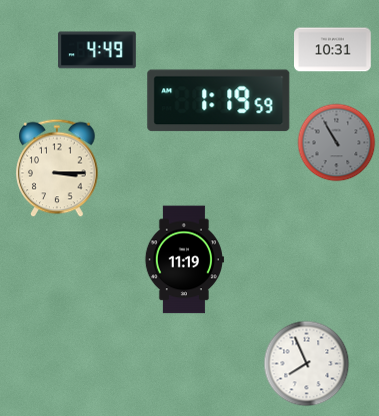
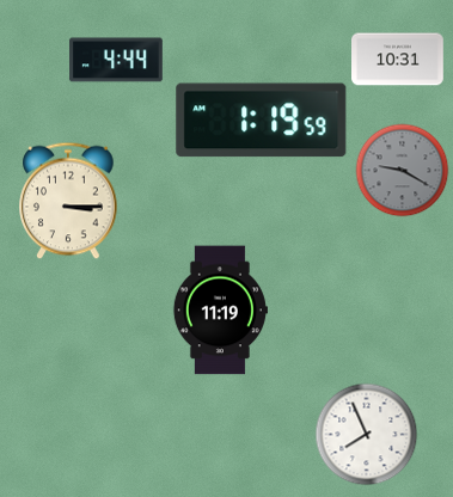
clock at (97, 50): 4:49 -> 4:44
clock at (336, 142): 10:55 -> 9:20
